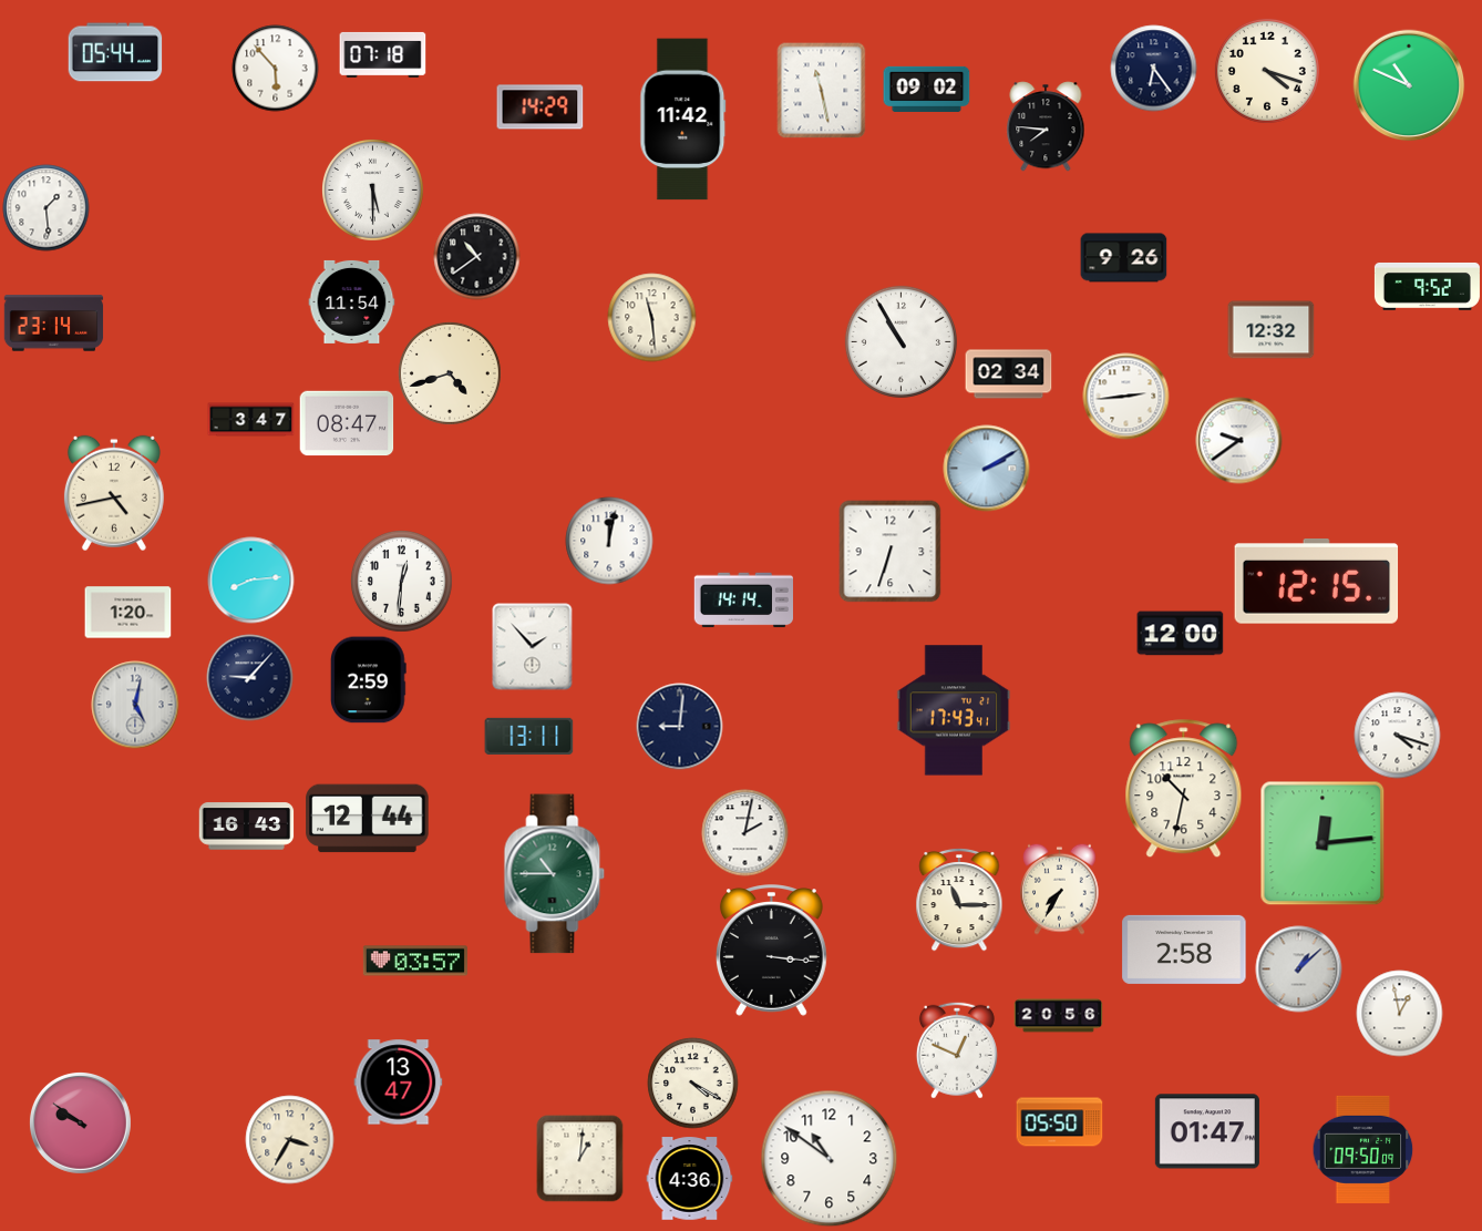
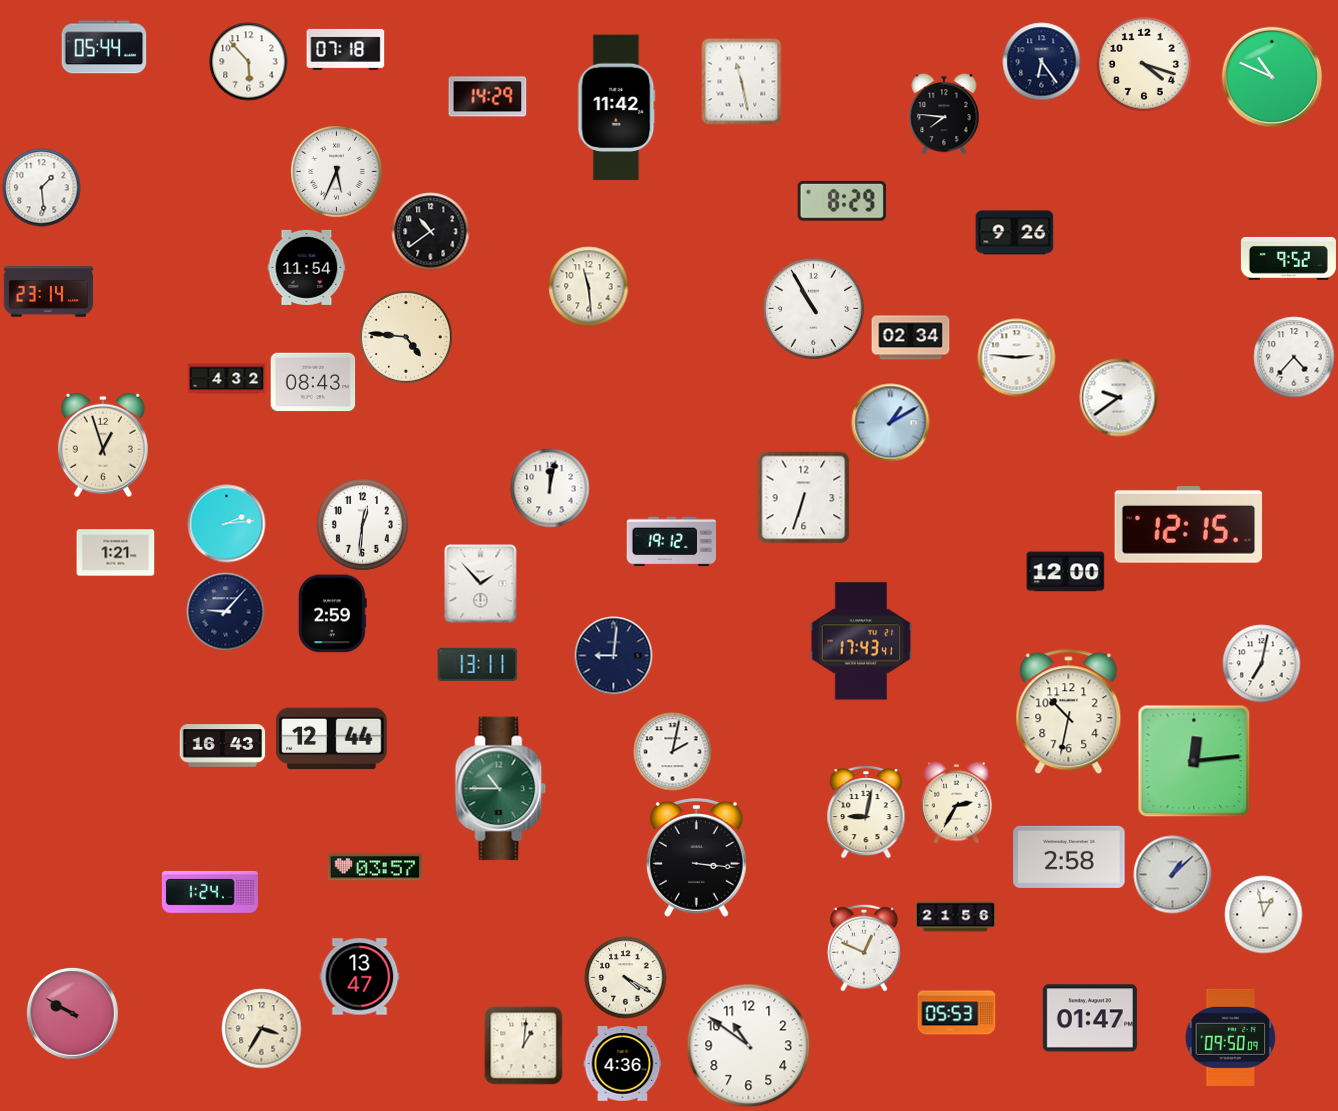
clock at (926, 89): 09:02 -> none
clock at (373, 191): 5:30 -> 5:34
clock at (842, 201): none -> 8:29
clock at (351, 301) position: (351, 301) -> (306, 267)
clock at (1270, 330): 12:32 -> none
clock at (450, 373): 4:42 -> 4:46
clock at (1125, 396): 2:44 -> 2:46
clock at (1294, 357): none -> 4:37
clock at (250, 420): 3:47 -> 4:32
clock at (347, 423): 08:47 -> 08:43
clock at (986, 468): 2:10 -> 1:10
clock at (114, 493): 4:43 -> 12:57
clock at (250, 579): 8:14 -> 2:14
clock at (743, 601): 14:14 -> 19:12
clock at (127, 613): 1:20 -> 1:21
clock at (135, 705): 5:02 -> none
clock at (1397, 735): 4:18 -> 7:02
clock at (1060, 889): 7:35 -> 2:35
clock at (959, 900): 11:15 -> 9:02
clock at (210, 892): none -> 1:24
clock at (1058, 1016): 20:56 -> 21:56
clock at (80, 1122): 9:51 -> 9:50
clock at (1059, 1122): 05:50 -> 05:53
clock at (1207, 1131) position: (1207, 1131) -> (1090, 1018)
